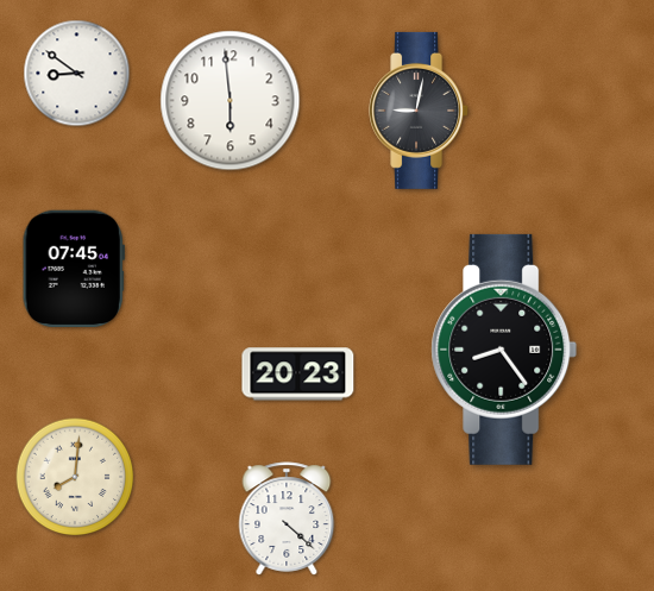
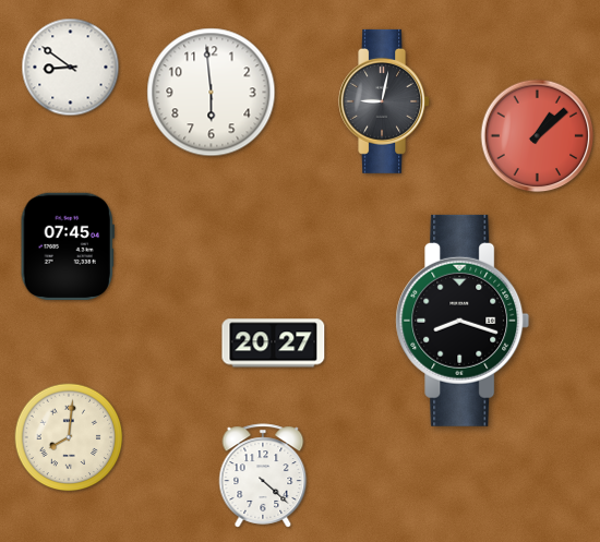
clock at (538, 136): none -> 1:08
clock at (504, 350): 8:24 -> 8:18
clock at (298, 375): 20:23 -> 20:27
